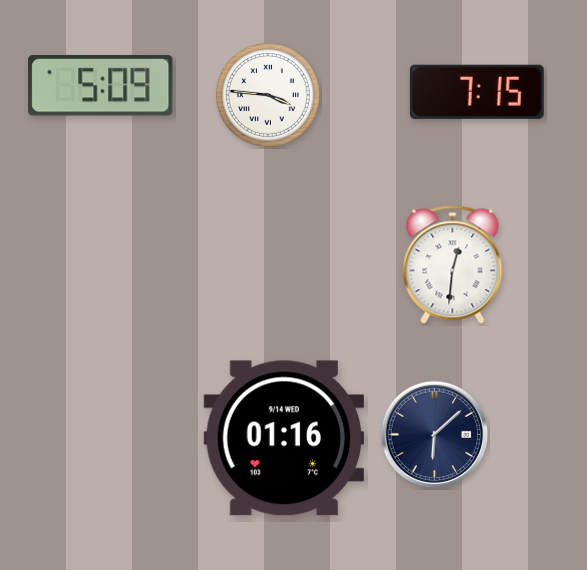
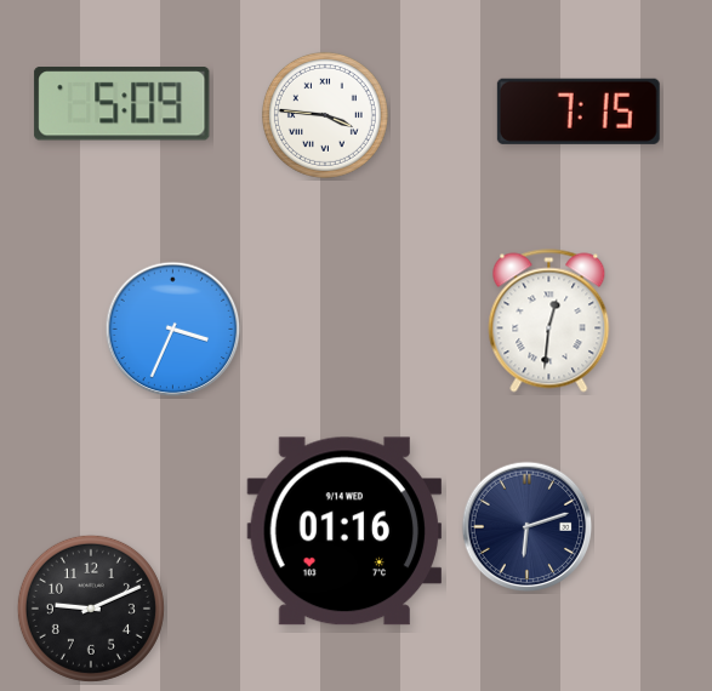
clock at (173, 330): none -> 3:34
clock at (435, 435): 6:08 -> 6:12
clock at (91, 609): none -> 9:11
